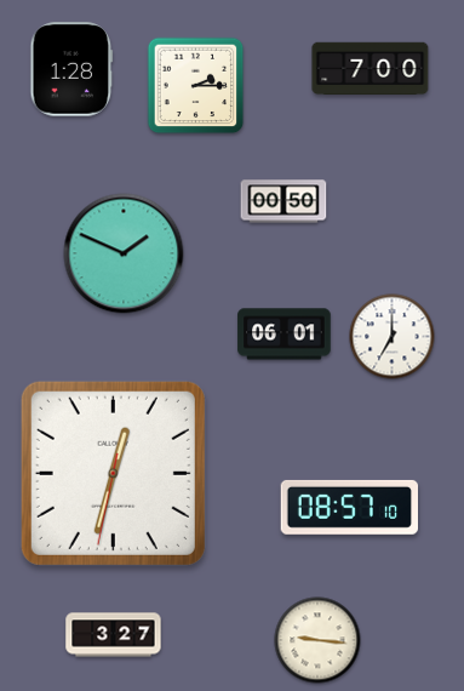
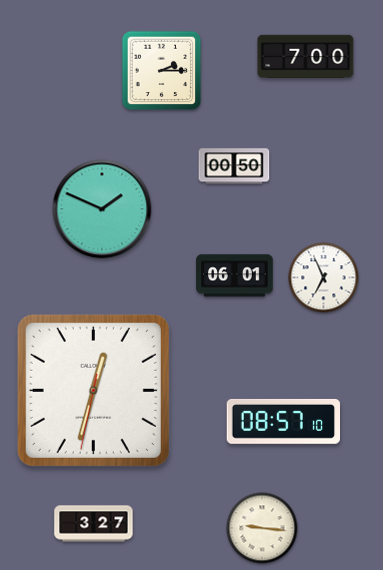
clock at (71, 69): 1:28 -> none
clock at (393, 337): 7:00 -> 6:56
clock at (349, 507) position: (349, 507) -> (283, 421)
